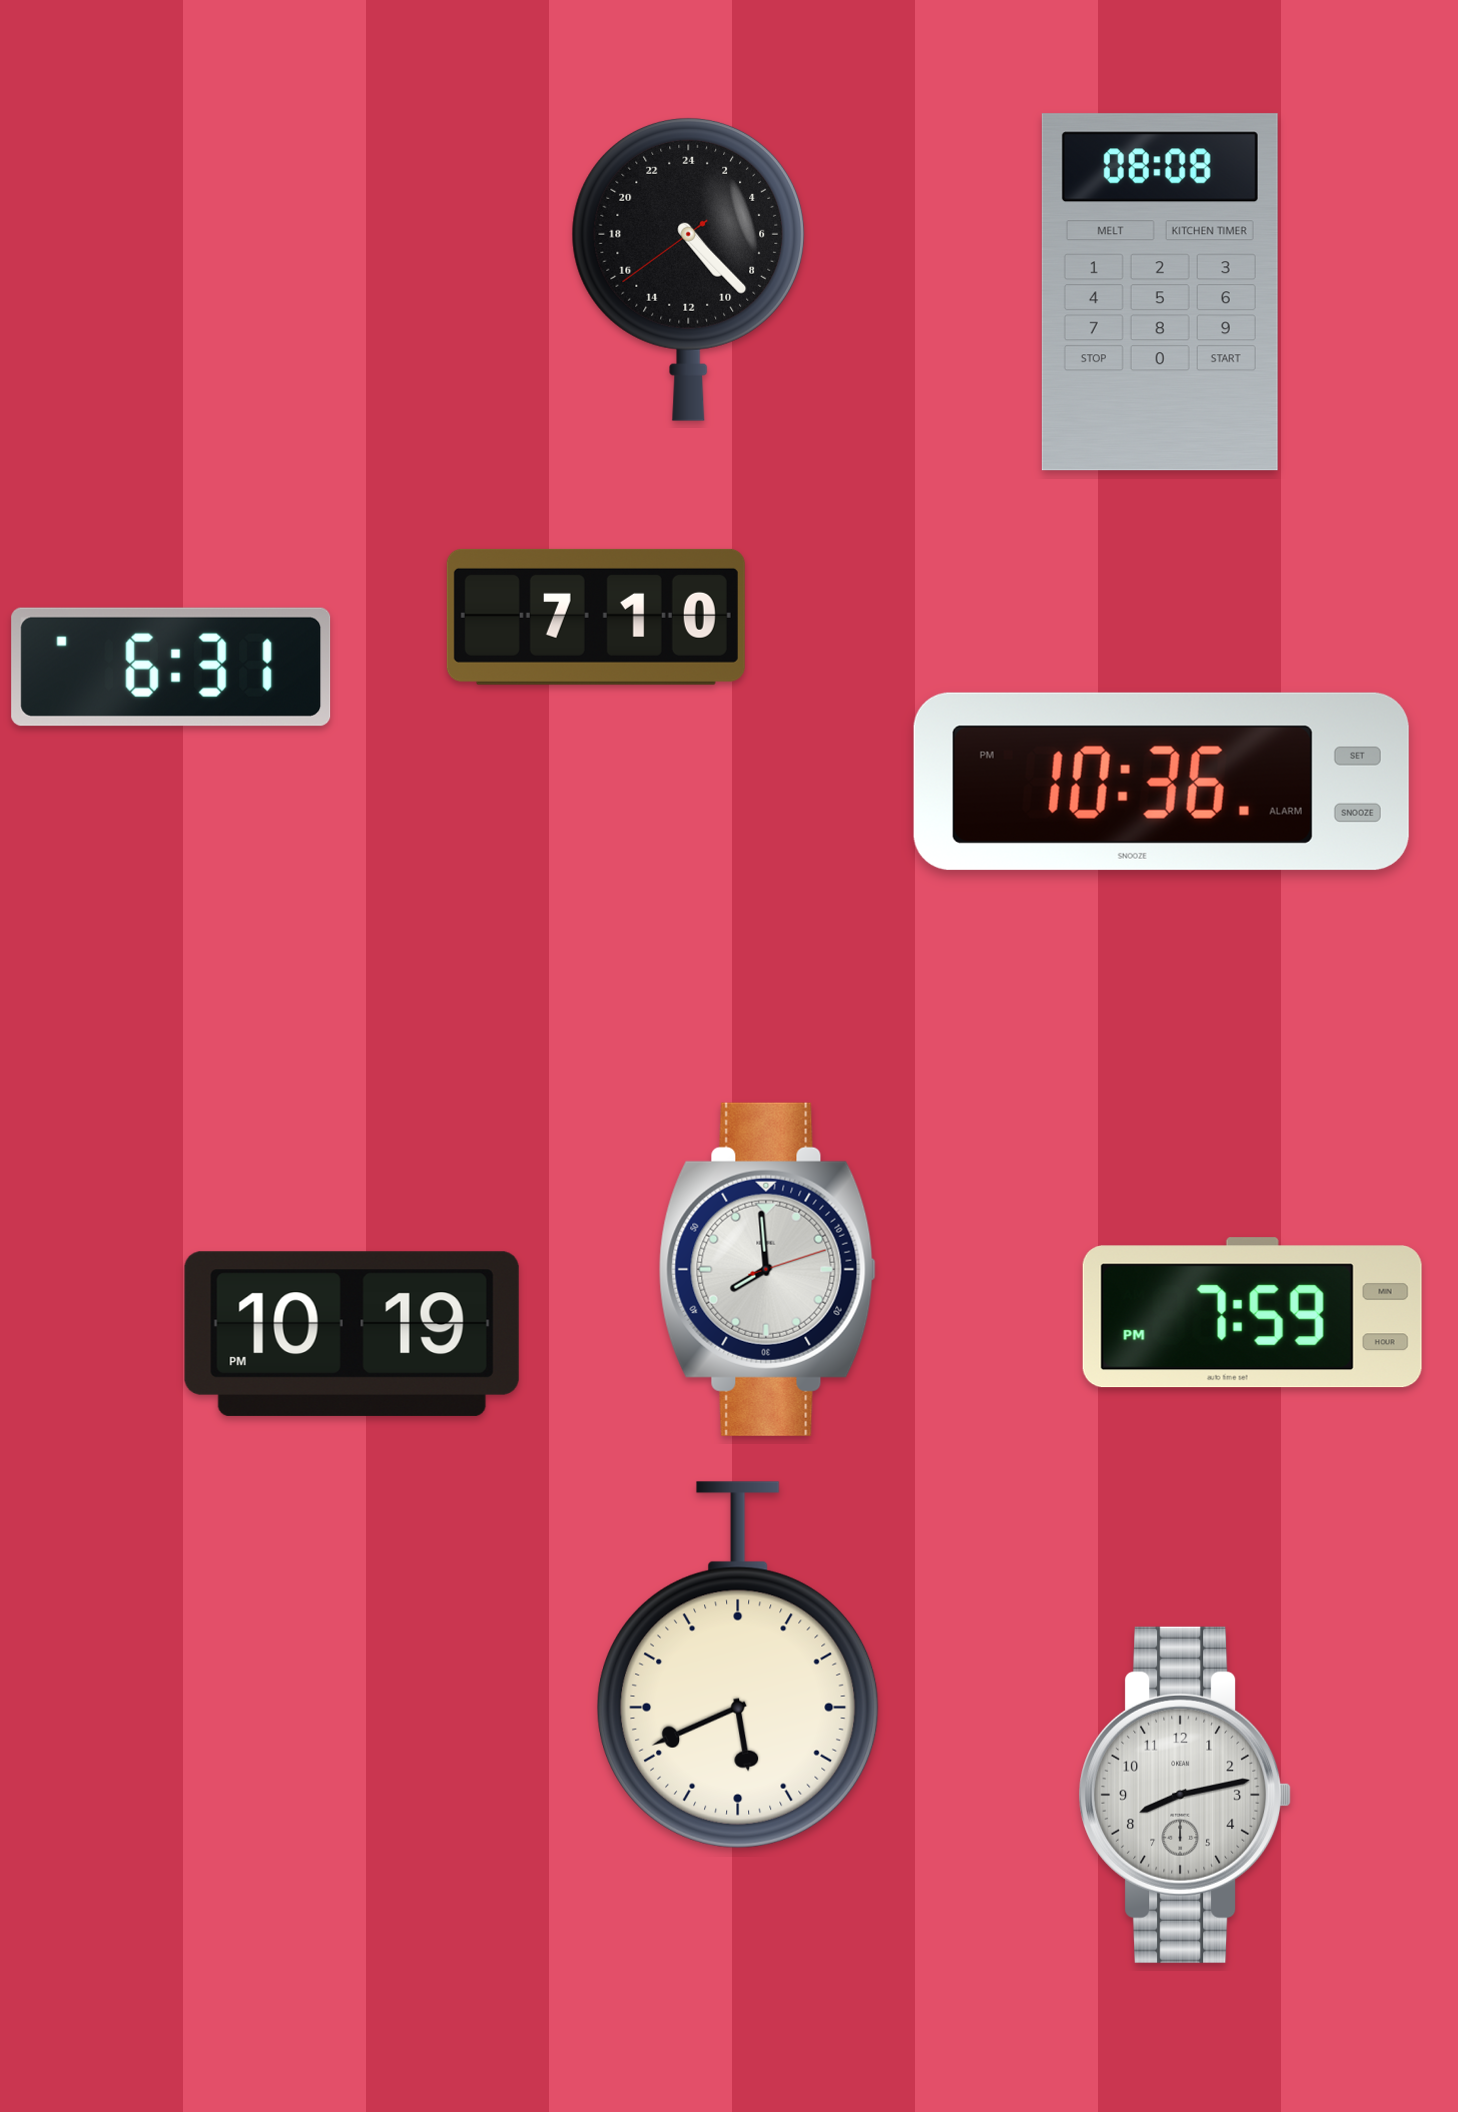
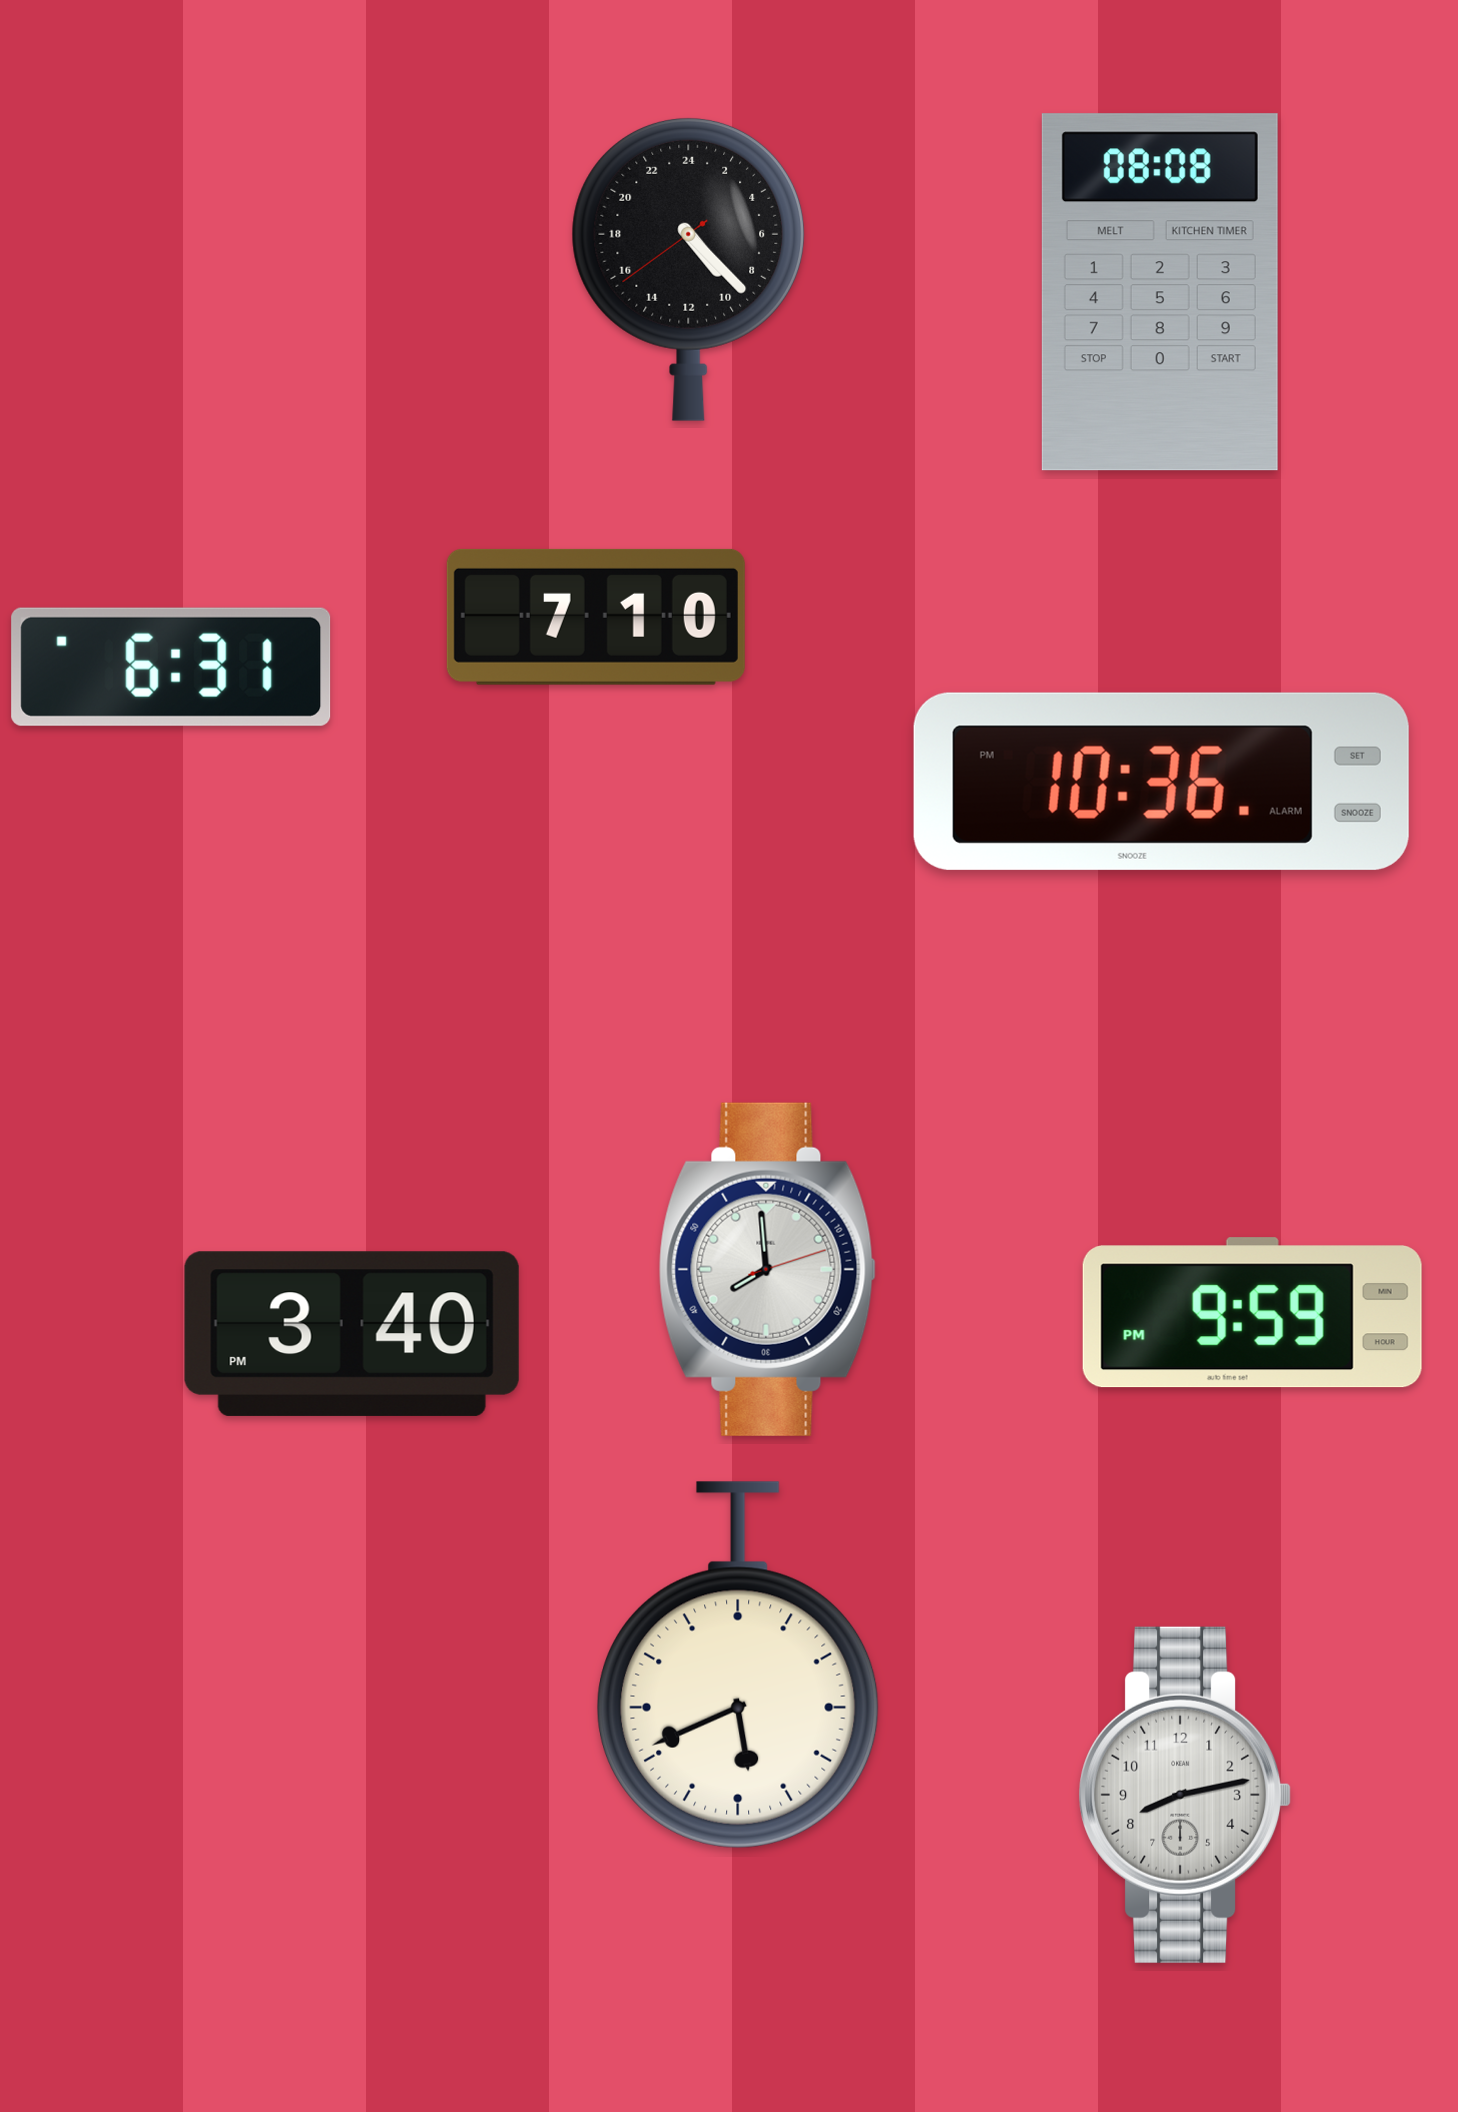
clock at (1252, 1313): 7:59 -> 9:59
clock at (352, 1334): 10:19 -> 3:40
